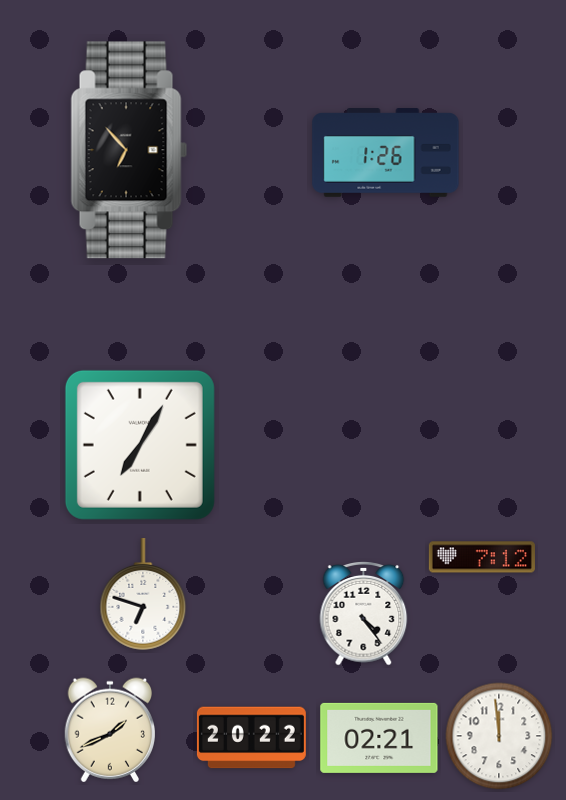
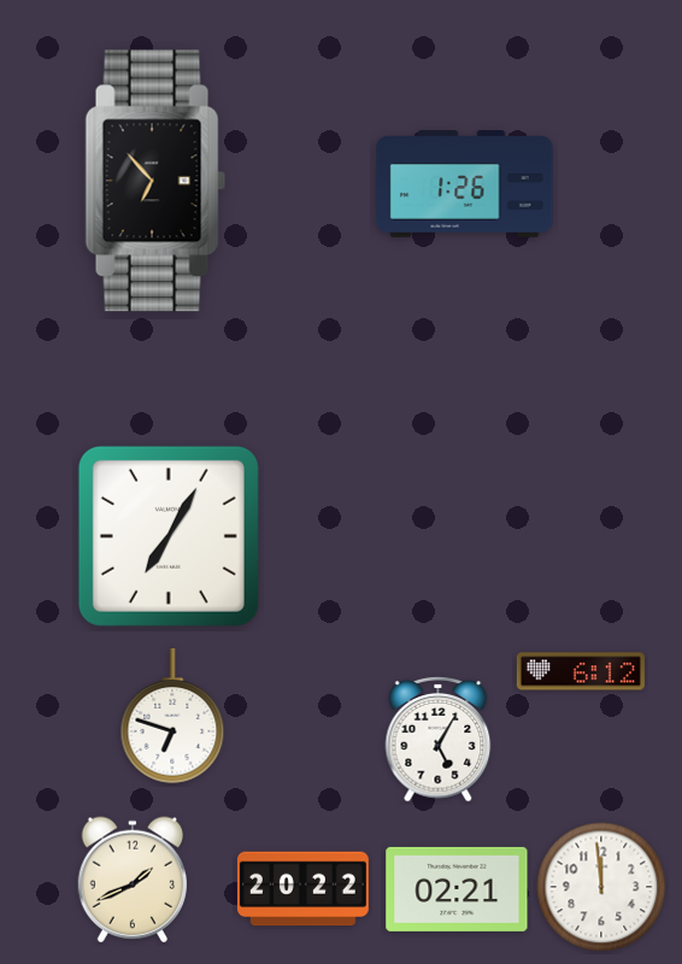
clock at (482, 557): 7:12 -> 6:12
clock at (364, 614): 4:24 -> 5:05
